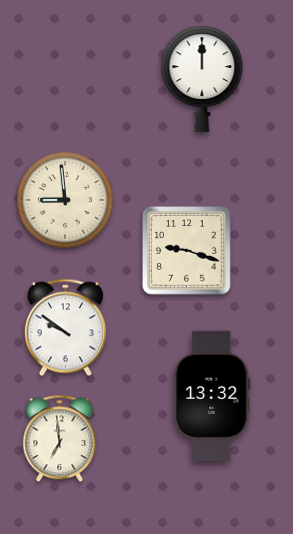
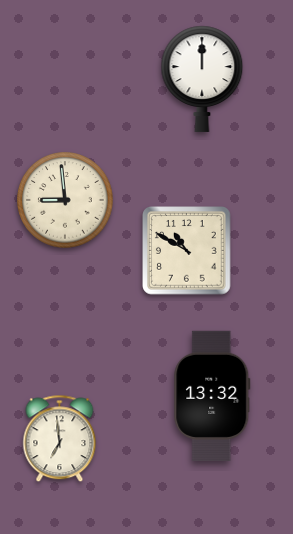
clock at (187, 251): 9:18 -> 10:50
clock at (65, 328): 9:51 -> none
